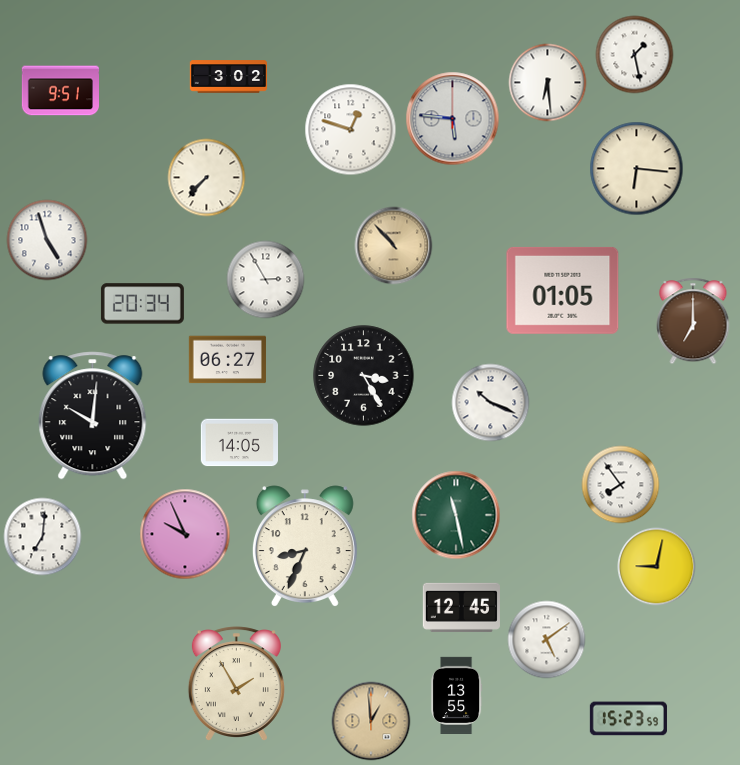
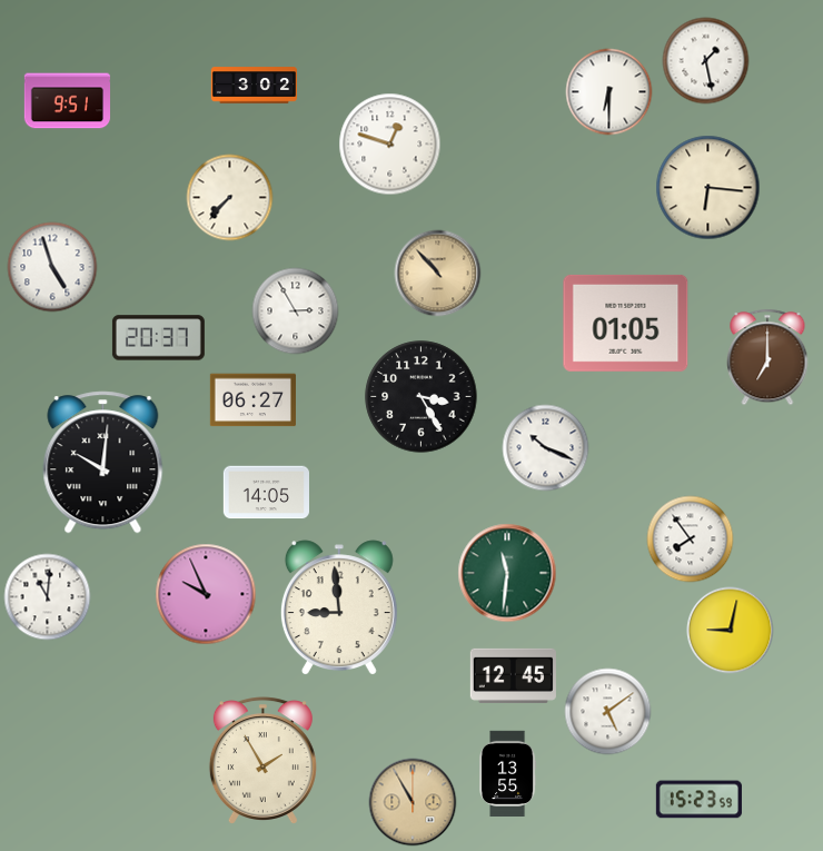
clock at (547, 82): 6:29 -> 6:30
clock at (452, 118): 5:46 -> none
clock at (142, 304): 20:34 -> 20:37
clock at (693, 321) position: (693, 321) -> (767, 357)
clock at (364, 376) position: (364, 376) -> (422, 397)
clock at (456, 515): 11:28 -> 11:31
clock at (42, 536): 7:01 -> 11:01
clock at (305, 546): 8:34 -> 8:59
clock at (371, 721): 12:59 -> 10:55
